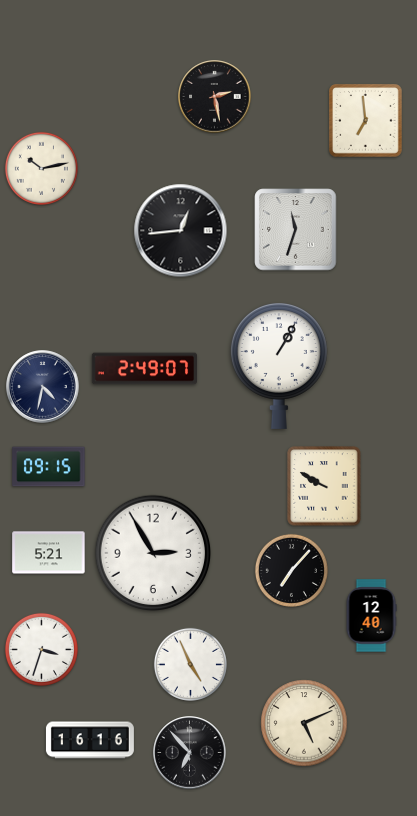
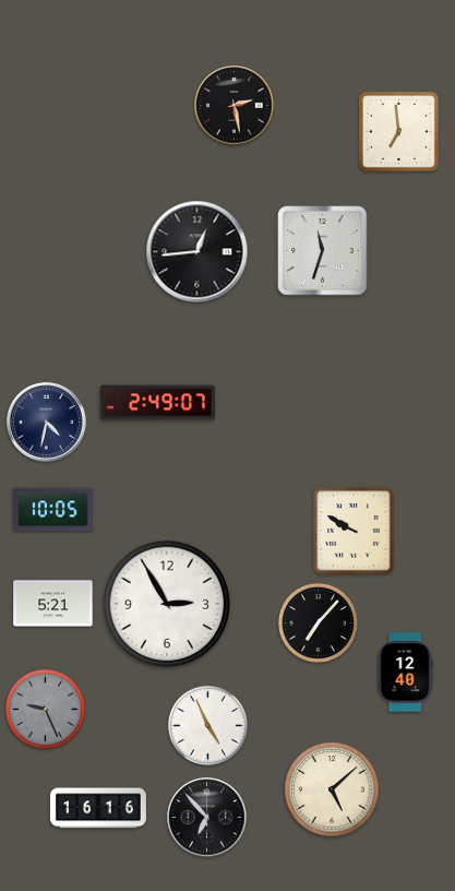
clock at (41, 168): 10:13 -> none
clock at (279, 366): 1:05 -> none
clock at (49, 467): 09:15 -> 10:05
clock at (41, 649): 3:33 -> 9:26
clock at (41, 649) dial: white -> grey
clock at (304, 723): 5:11 -> 5:08
clock at (190, 753) position: (190, 753) -> (207, 818)
